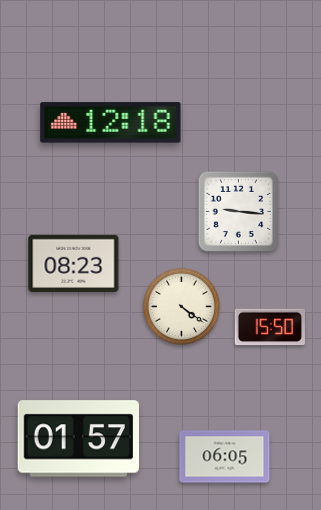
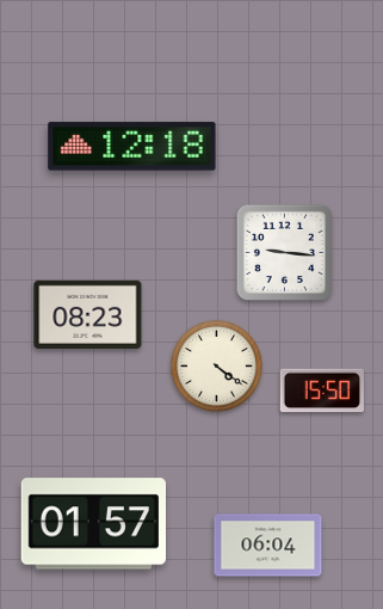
clock at (225, 457): 06:05 -> 06:04
